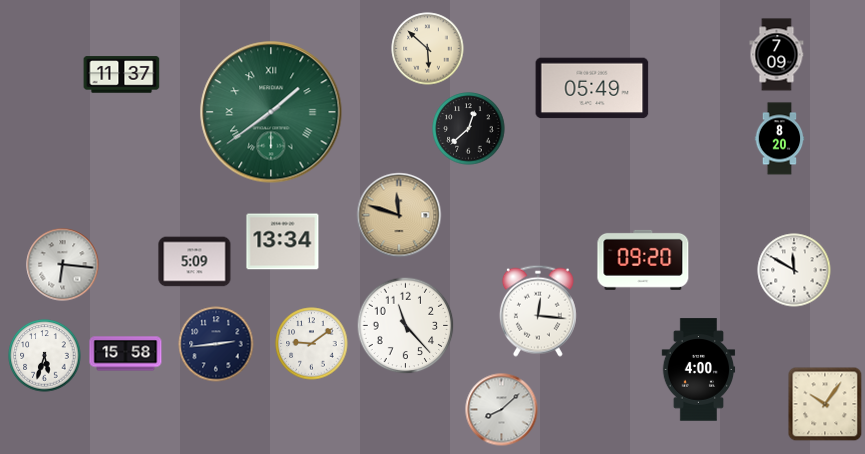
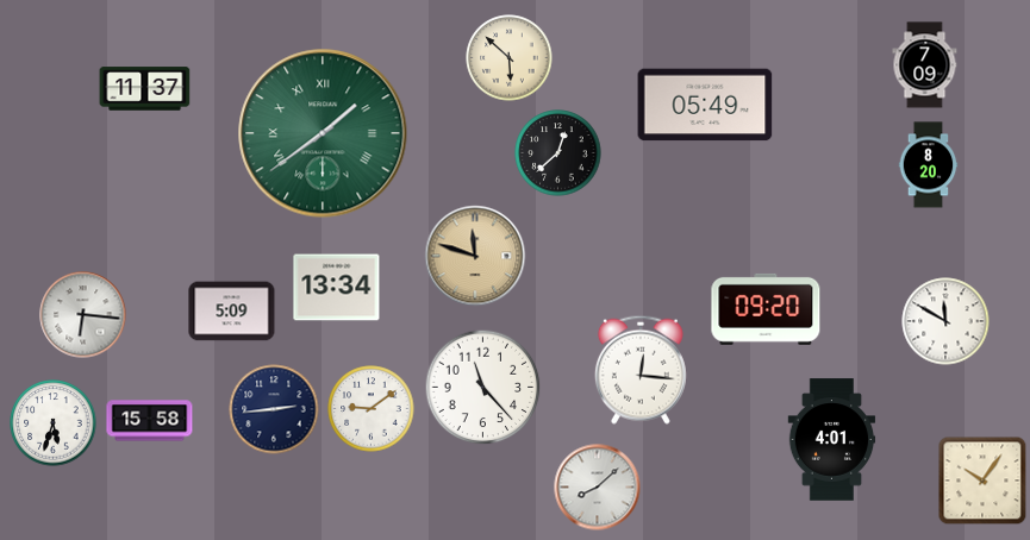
clock at (63, 265) position: (63, 265) -> (83, 315)
clock at (216, 344) position: (216, 344) -> (274, 409)
clock at (699, 370): 4:00 -> 4:01
